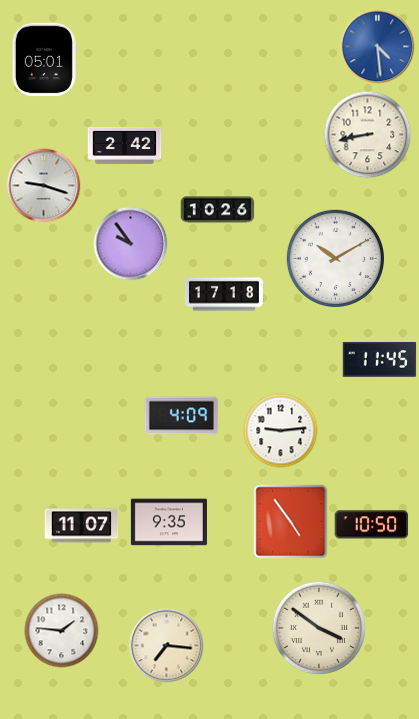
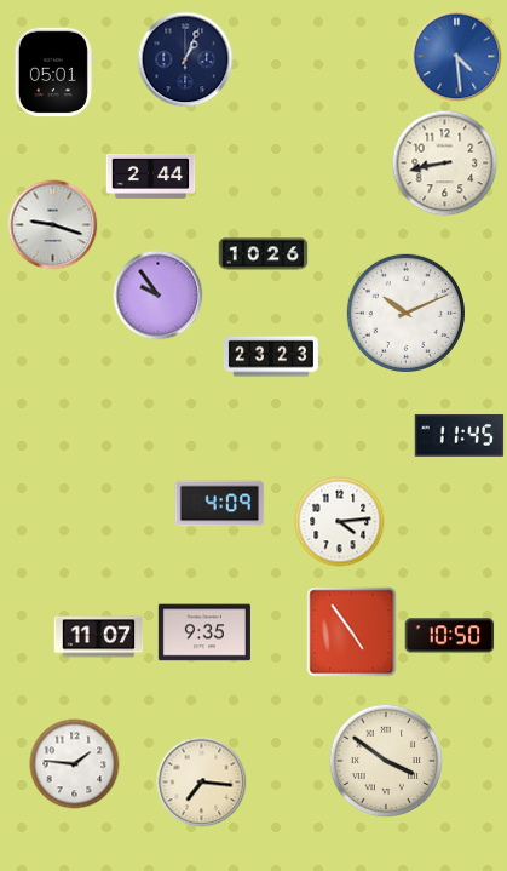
clock at (185, 59): none -> 1:04
clock at (125, 145): 2:42 -> 2:44
clock at (335, 258): 10:10 -> 10:11
clock at (224, 294): 17:18 -> 23:23
clock at (281, 431): 9:14 -> 4:14
